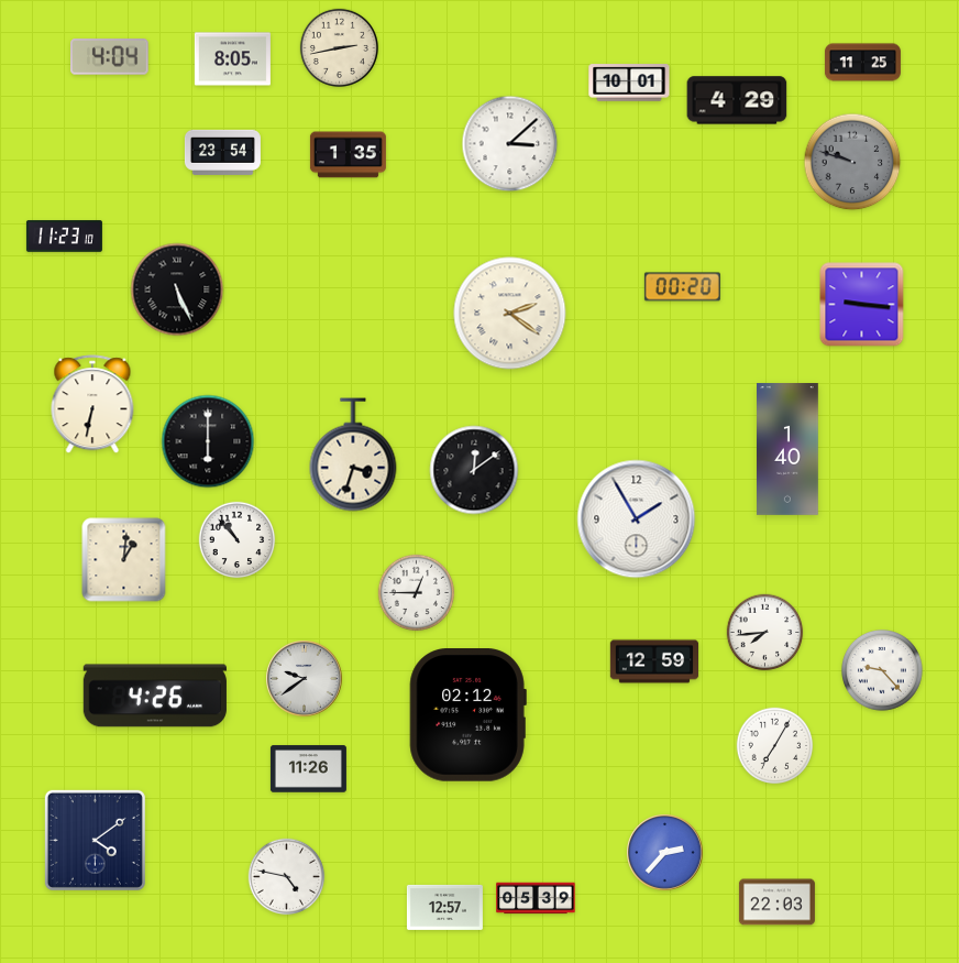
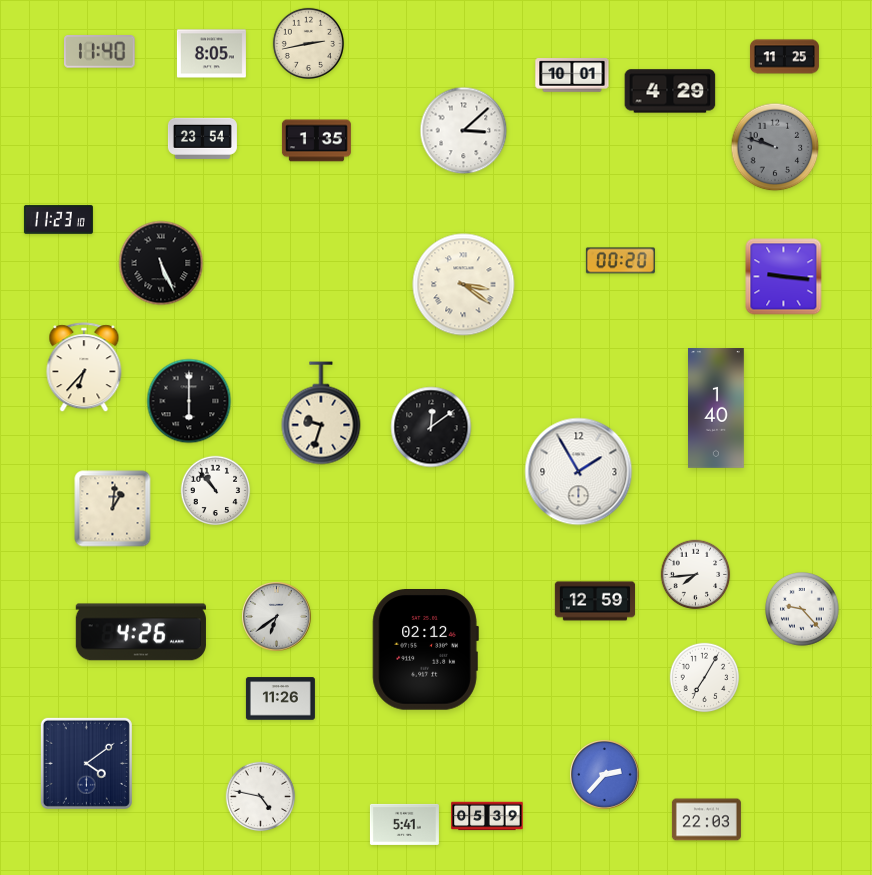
clock at (110, 57): 4:04 -> 11:40
clock at (64, 237) position: (64, 237) -> (58, 220)
clock at (510, 314): 2:21 -> 3:21
clock at (92, 405): 6:32 -> 6:37
clock at (353, 455): 3:33 -> 9:33
clock at (417, 593): 12:45 -> none
clock at (305, 679): 9:39 -> 6:39
clock at (444, 907): 12:57 -> 5:41
